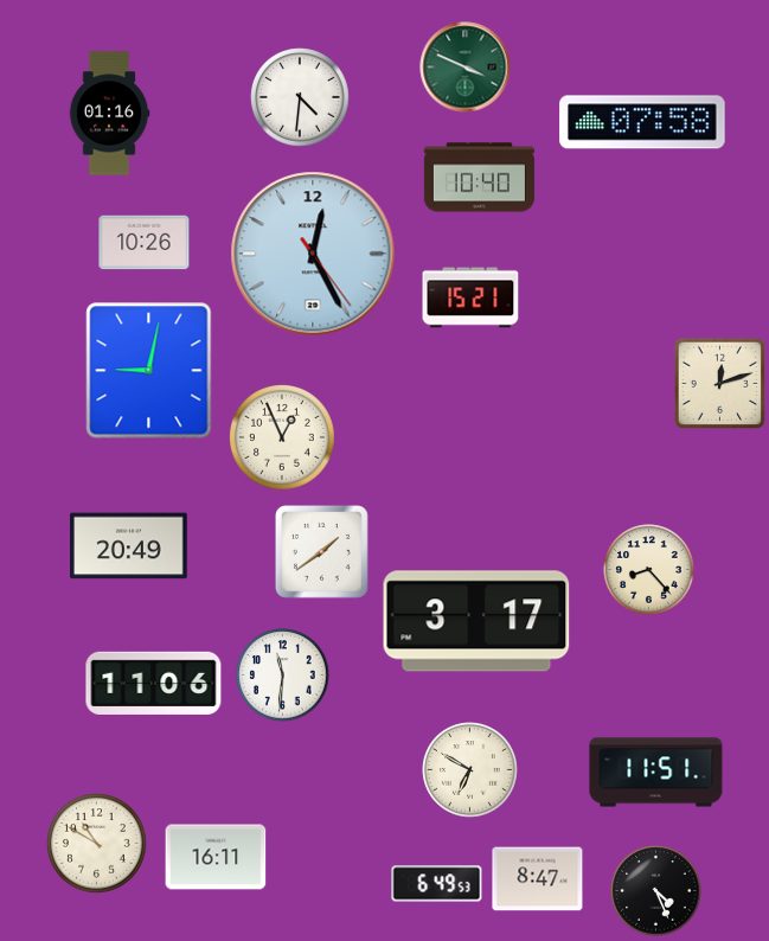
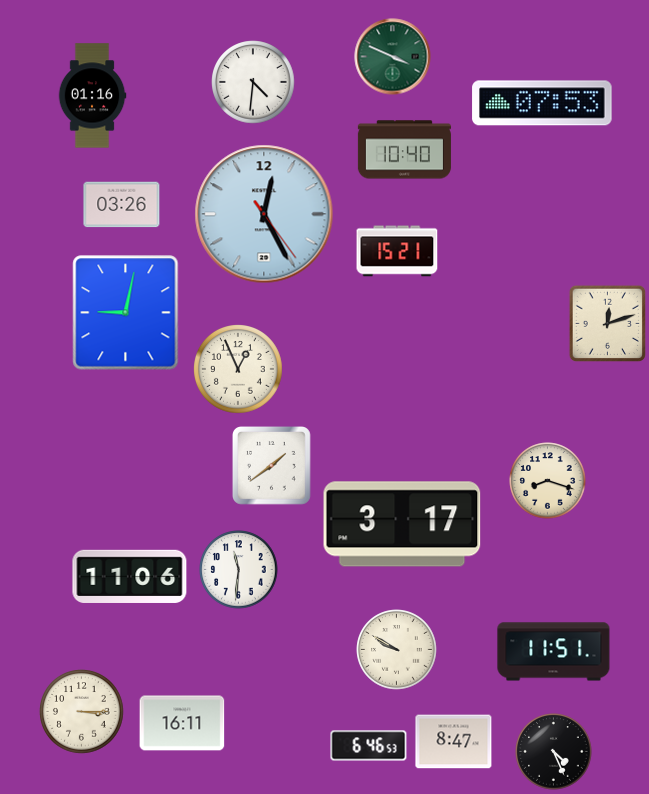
clock at (642, 122): 07:58 -> 07:53
clock at (145, 243): 10:26 -> 03:26
clock at (129, 546): 20:49 -> none
clock at (649, 570): 8:23 -> 8:18
clock at (470, 770): 6:50 -> 9:50
clock at (97, 844): 10:50 -> 3:15
clock at (437, 884): 6:49 -> 6:46
